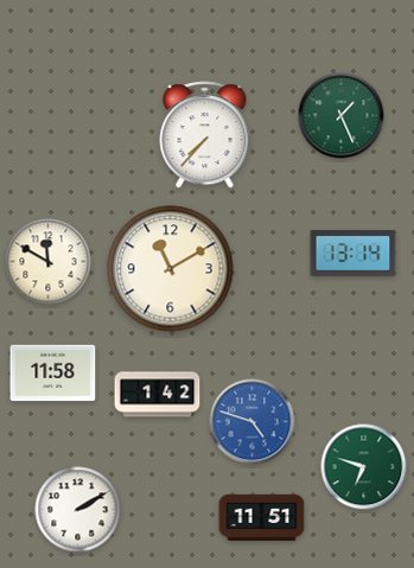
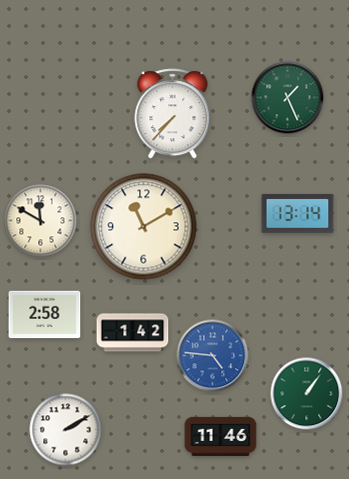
clock at (53, 374): 11:58 -> 2:58
clock at (253, 422): 4:48 -> 4:46
clock at (364, 467): 6:48 -> 1:06
clock at (262, 517): 11:51 -> 11:46
